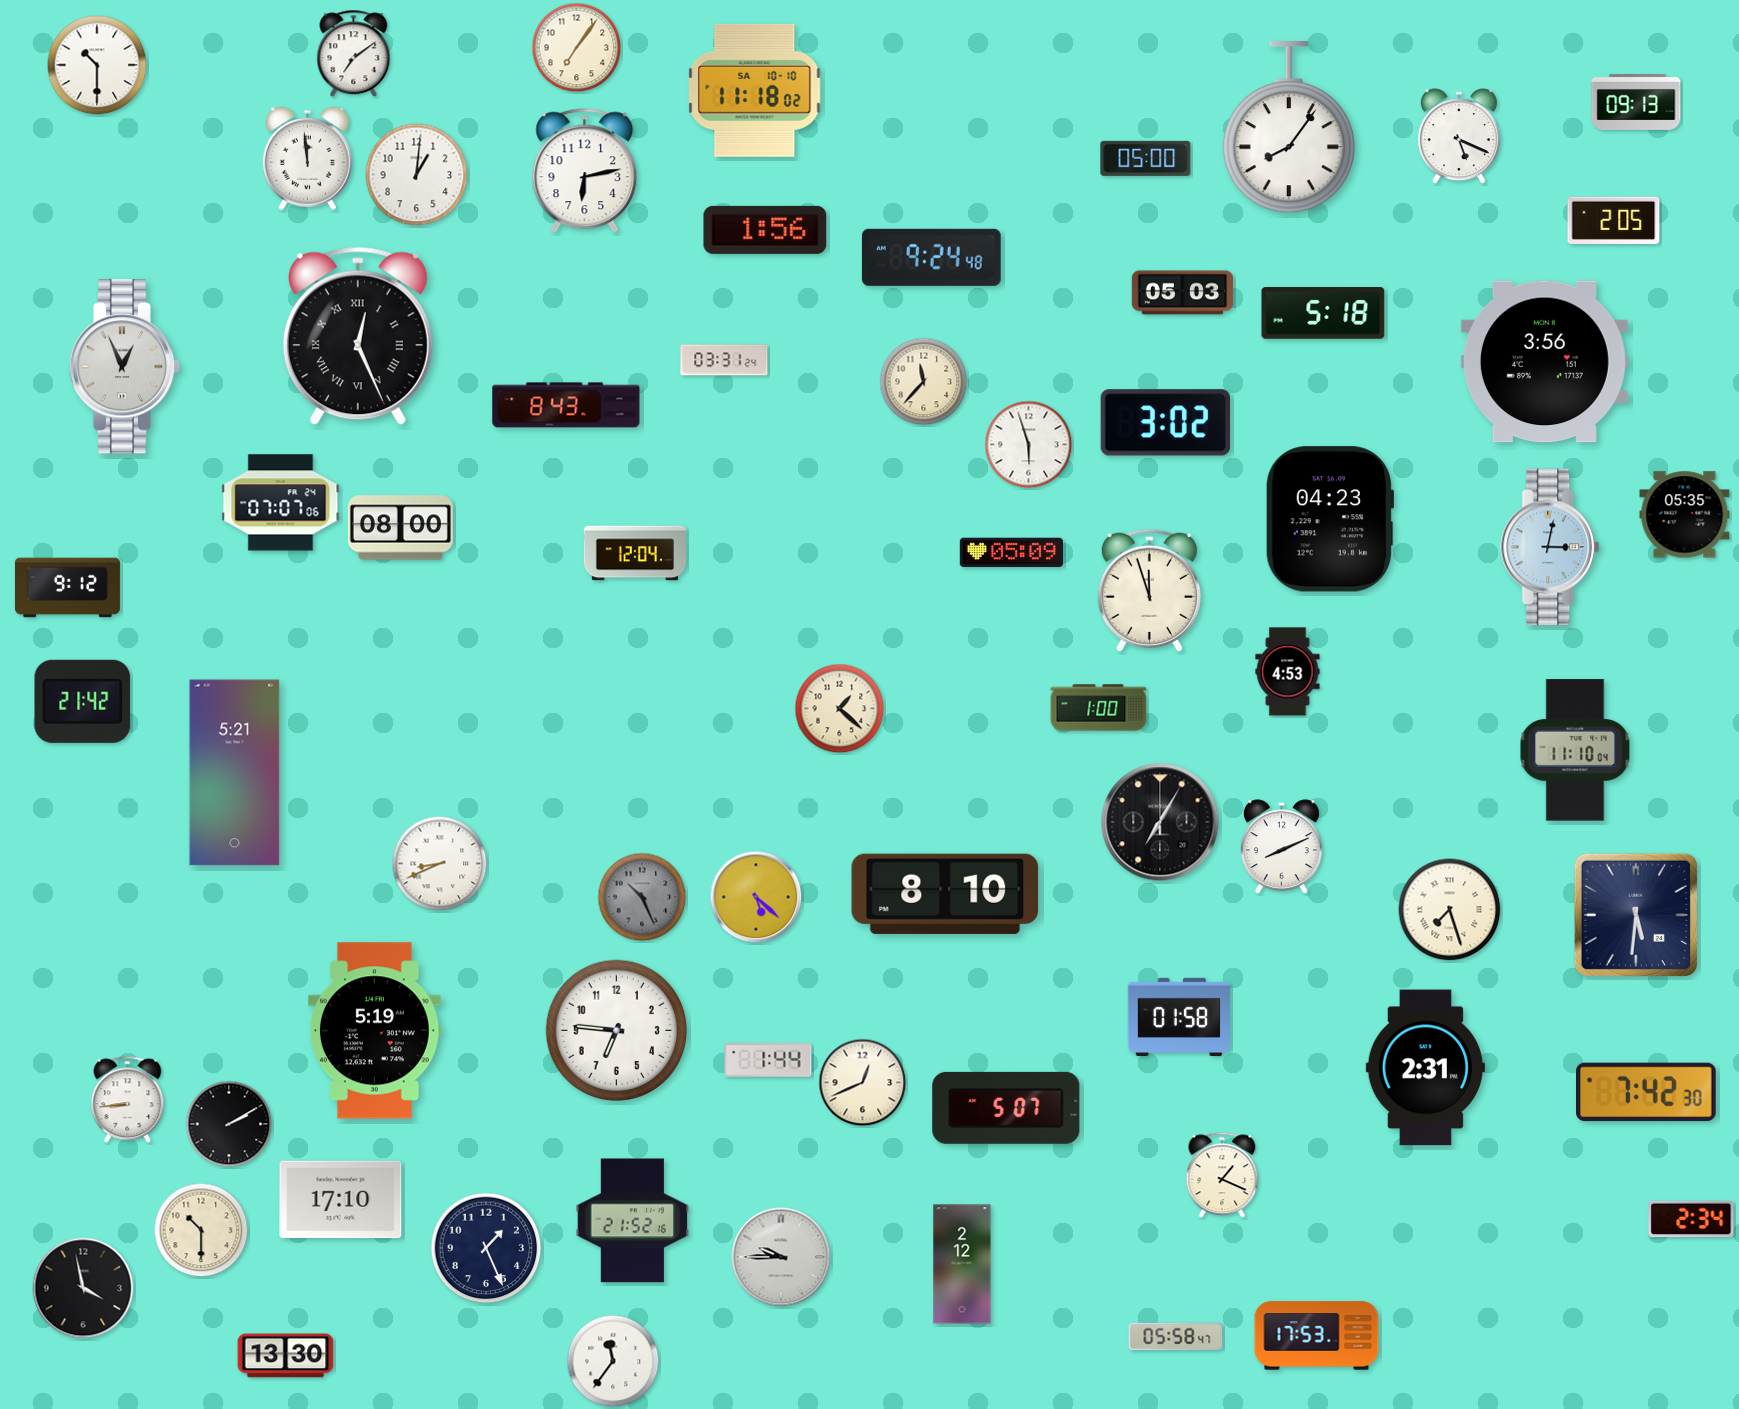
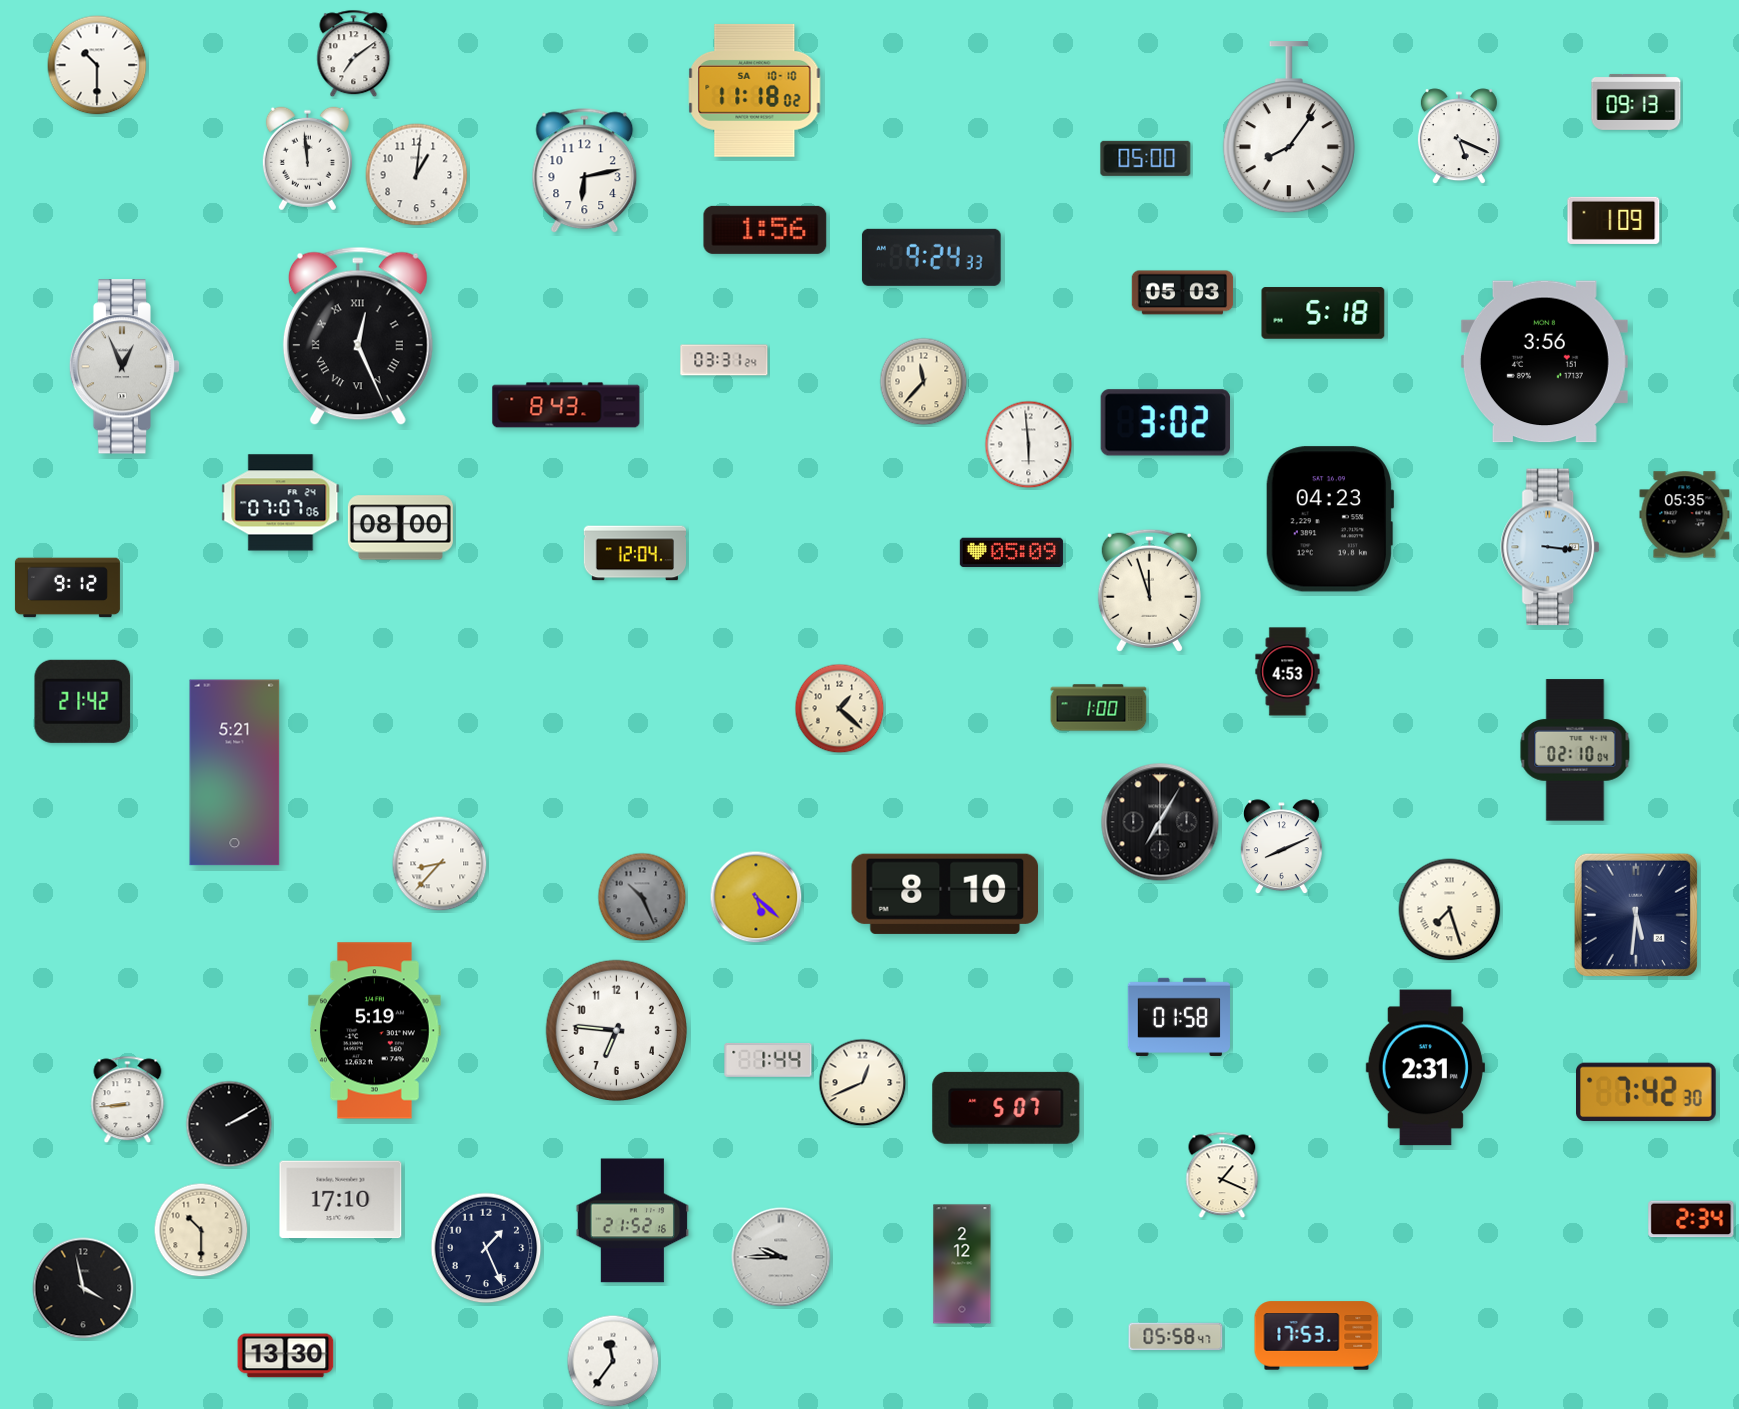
clock at (577, 48): 7:06 -> none
clock at (1614, 220): 2:05 -> 1:09
clock at (931, 257): 9:24:48 -> 9:24:33
clock at (1029, 445): 5:57 -> 5:59
clock at (1551, 547): 3:02 -> 3:16
clock at (1575, 750): 11:10 -> 02:10
clock at (440, 864): 8:41 -> 8:37
